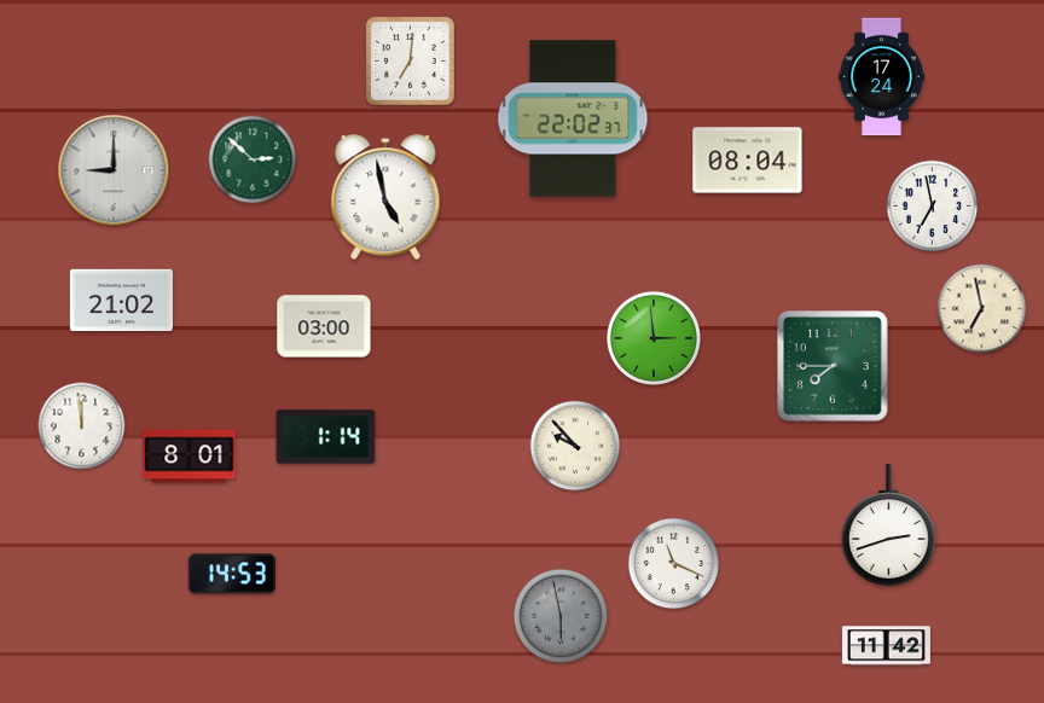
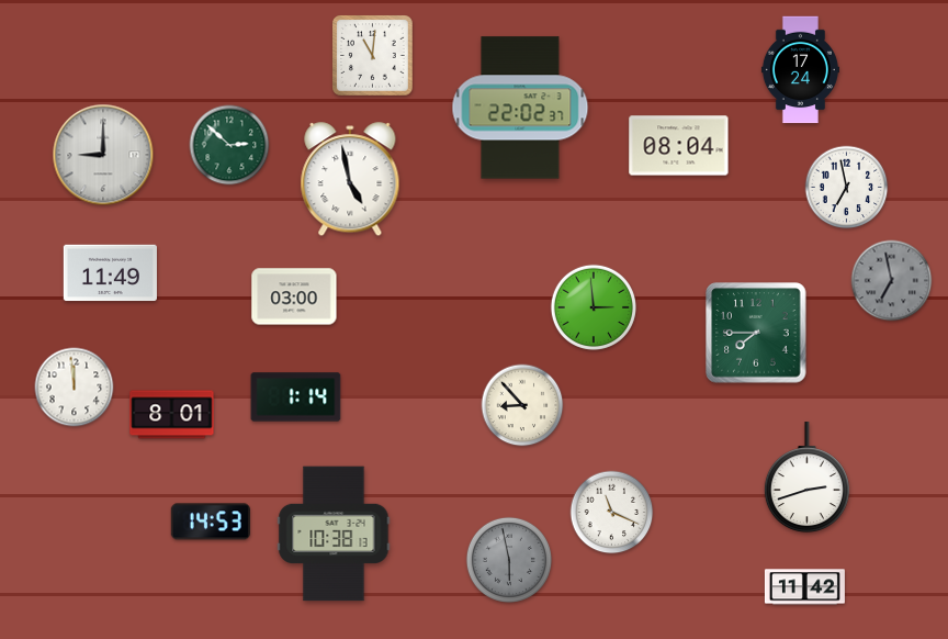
clock at (411, 62): 7:01 -> 11:01
clock at (121, 301): 21:02 -> 11:49
clock at (982, 309) dial: cream -> grey
clock at (575, 446): 9:53 -> 8:53
clock at (334, 534): none -> 10:38
